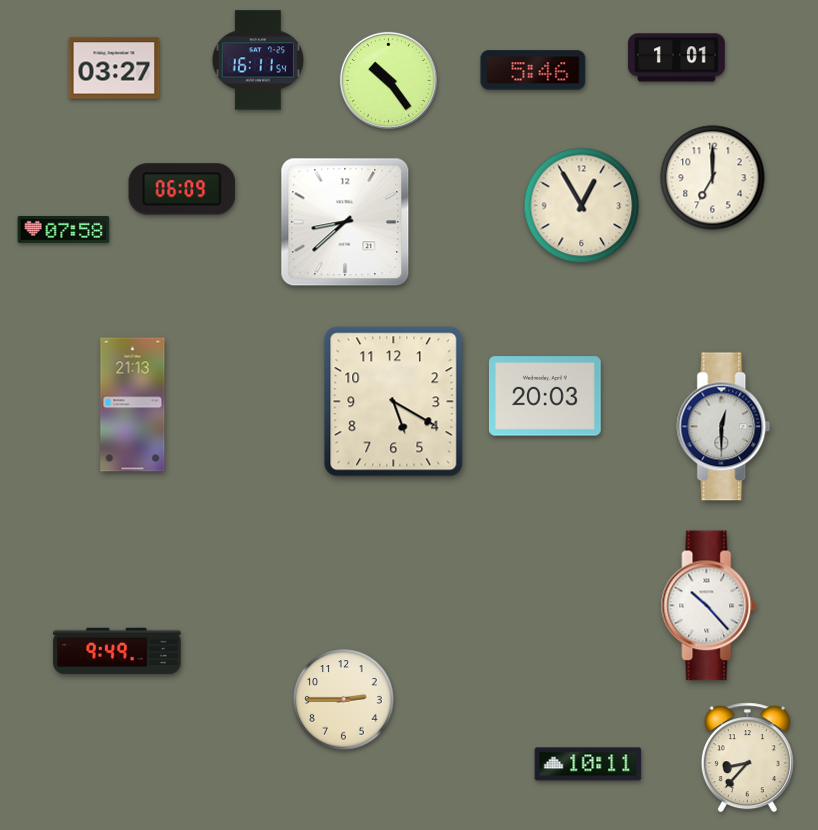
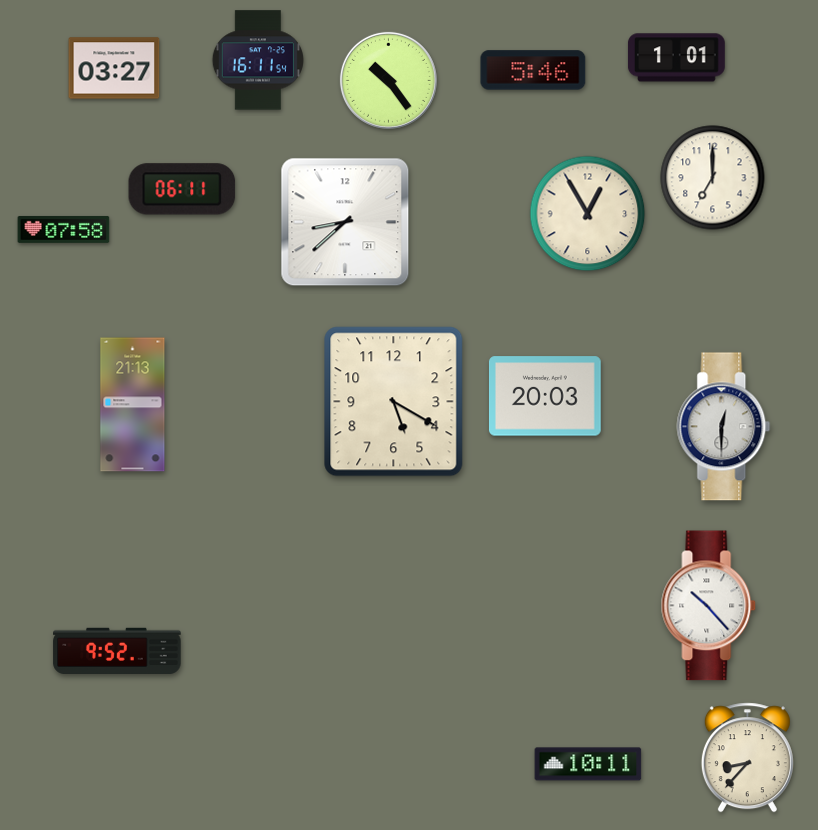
clock at (182, 189): 06:09 -> 06:11
clock at (582, 206) position: (582, 206) -> (588, 214)
clock at (117, 650): 9:49 -> 9:52
clock at (344, 700): 2:45 -> none
